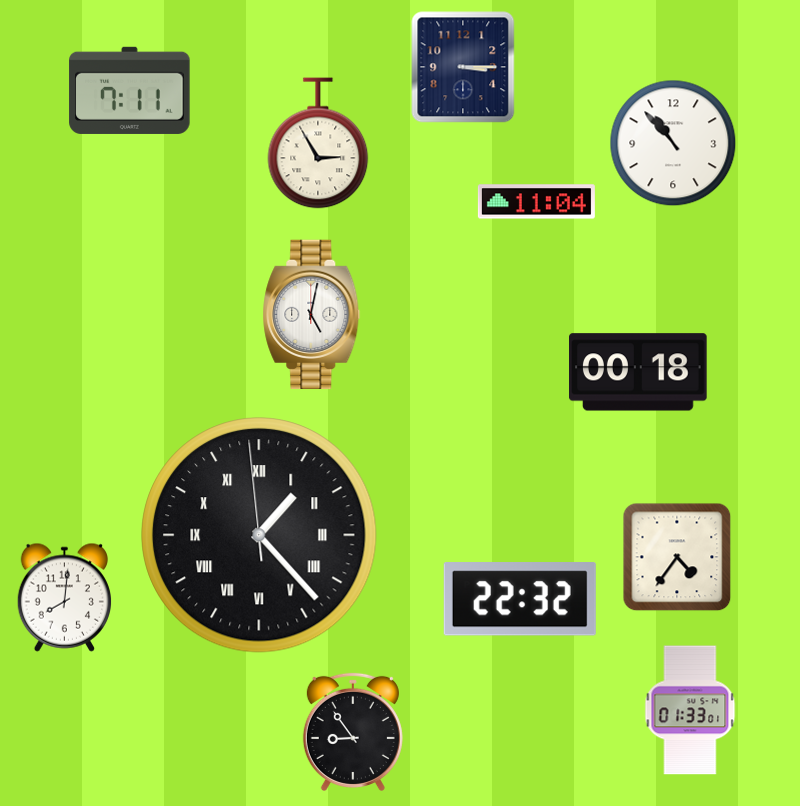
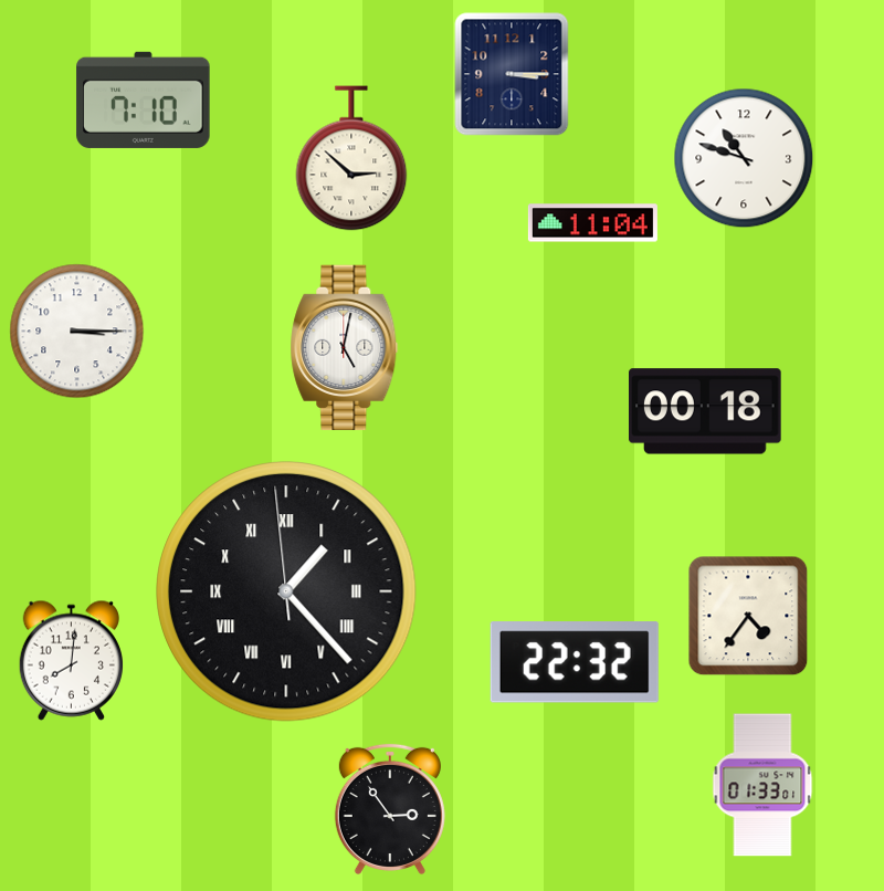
clock at (130, 90): 7:11 -> 7:10
clock at (318, 143): 2:55 -> 2:52
clock at (673, 143): 10:53 -> 10:48
clock at (77, 332): none -> 3:15
clock at (353, 732): 8:54 -> 2:54
